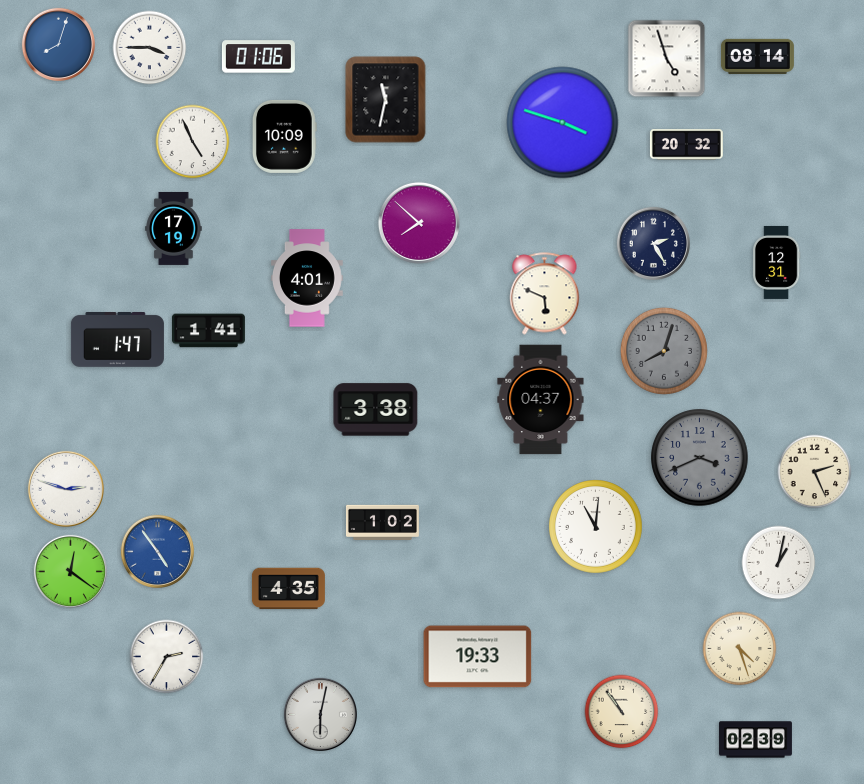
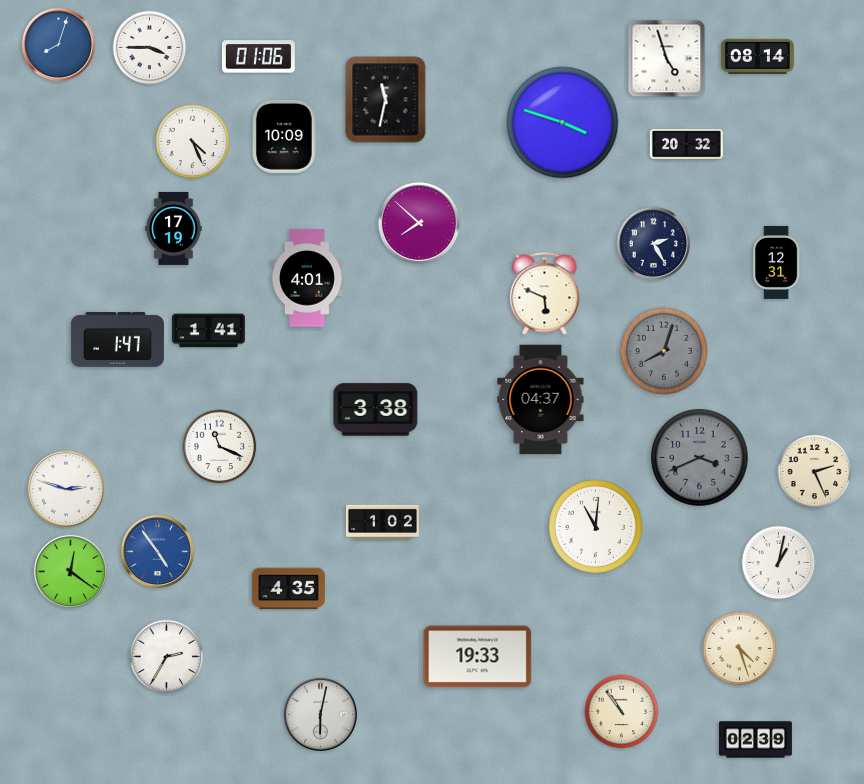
clock at (193, 142): 4:56 -> 4:26
clock at (220, 447): none -> 11:19
